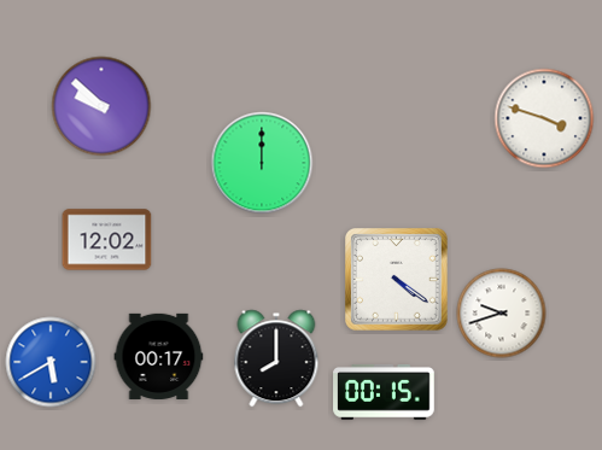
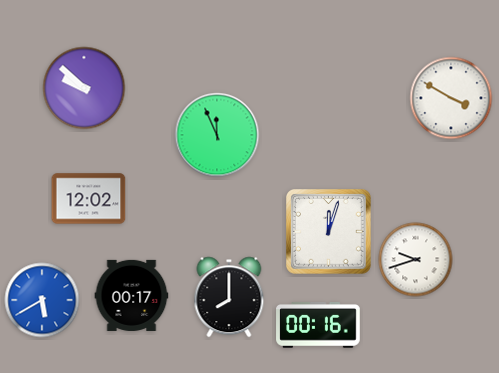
clock at (544, 118): 3:48 -> 3:50
clock at (262, 163): 12:00 -> 11:56
clock at (397, 280): 4:21 -> 12:03
clock at (384, 392): 00:15 -> 00:16
